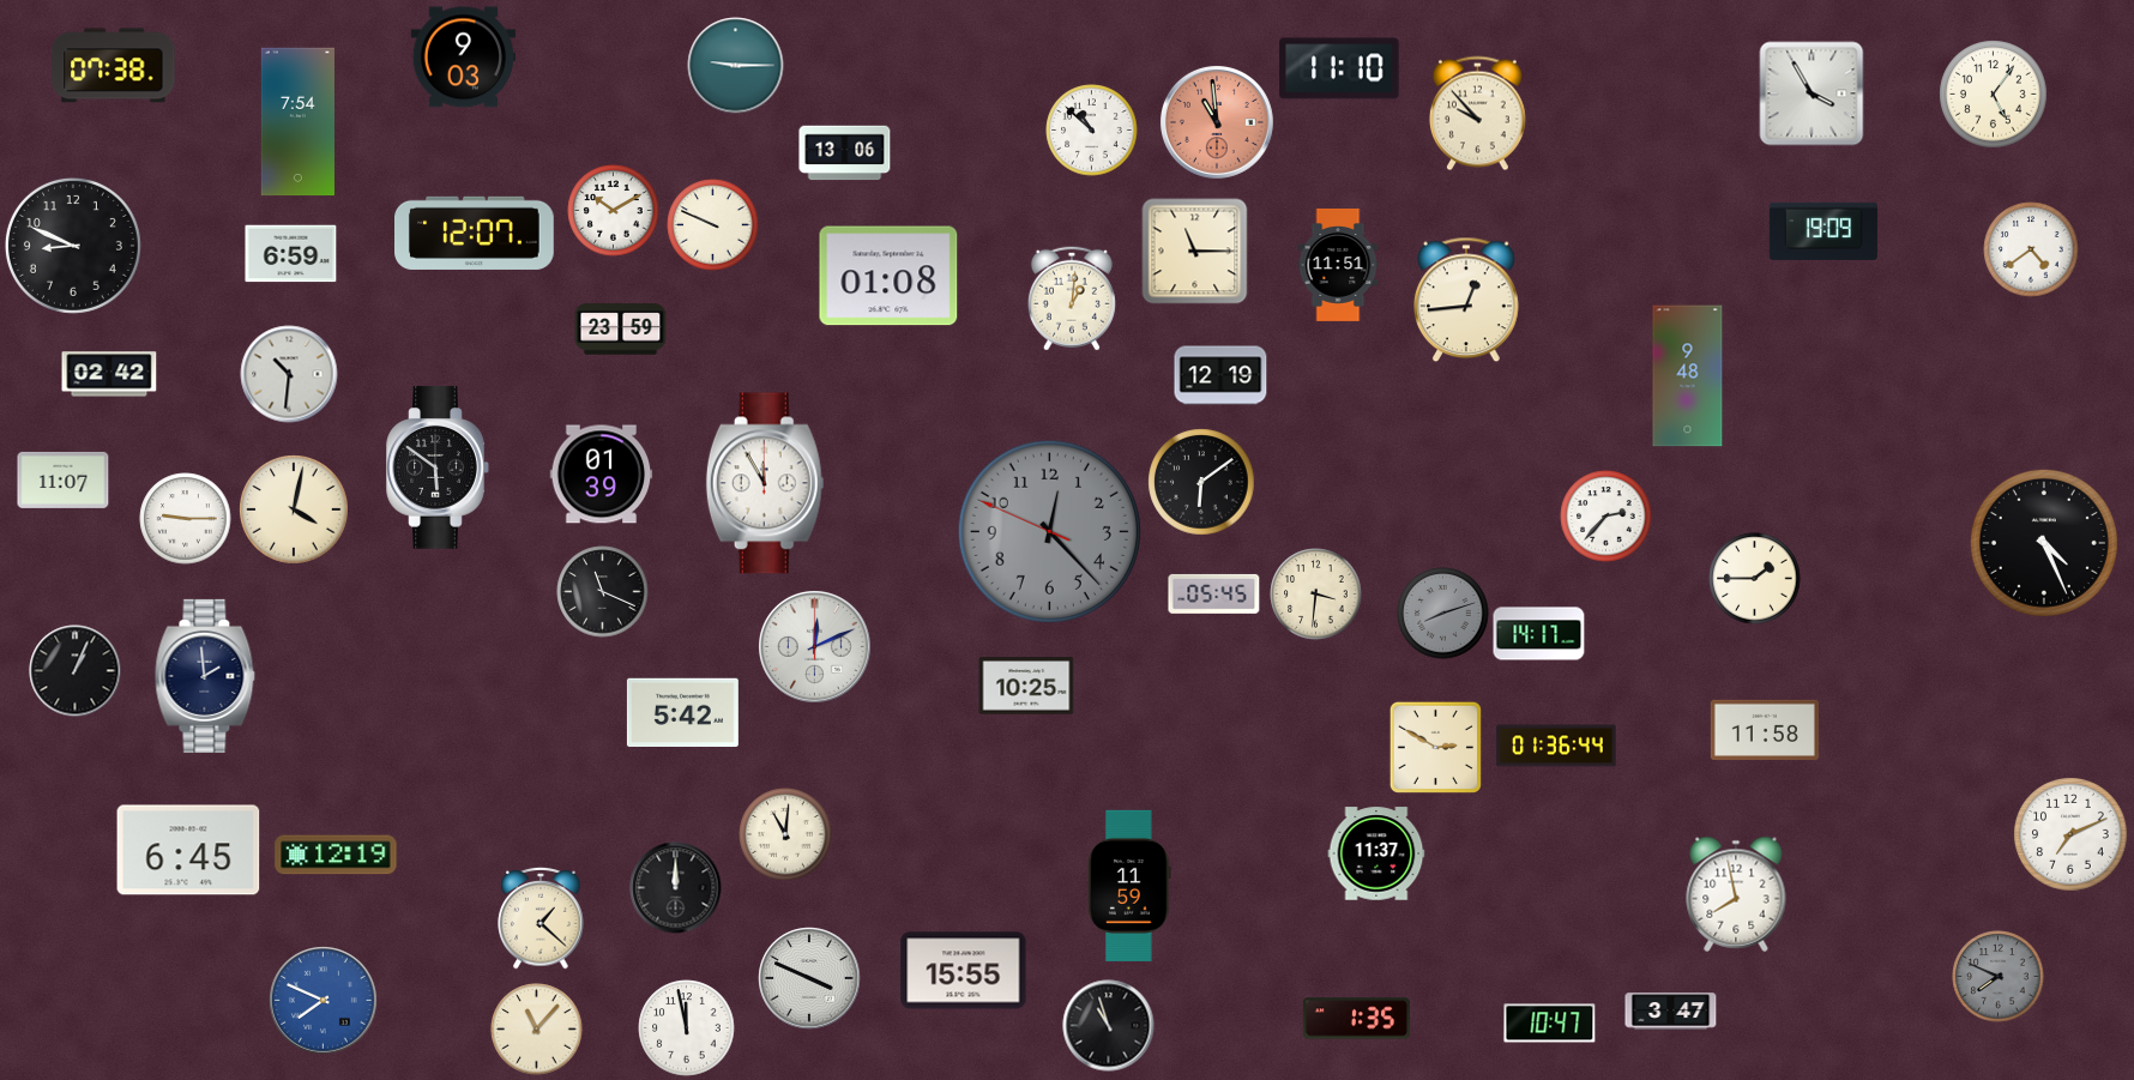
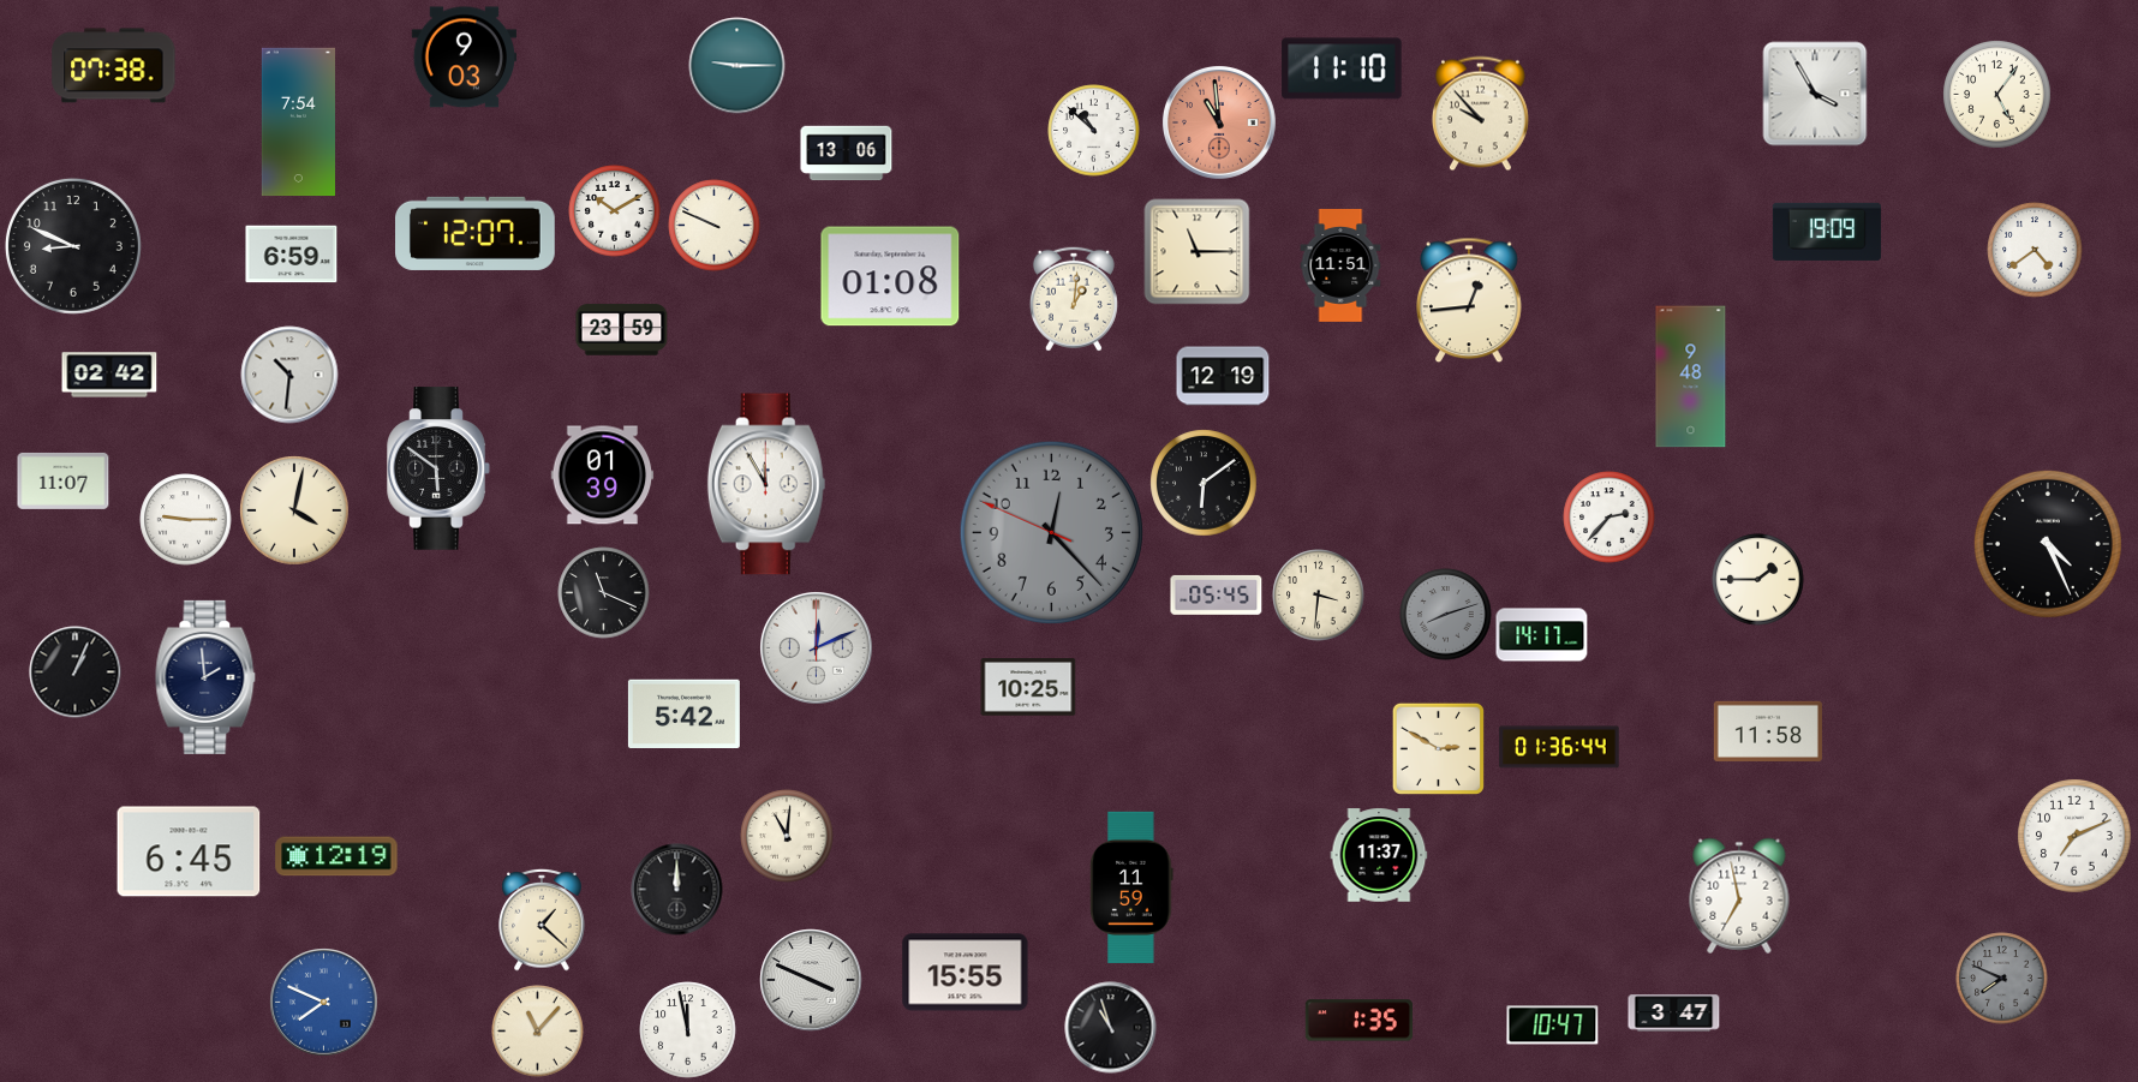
clock at (1736, 894): 7:58 -> 6:58
